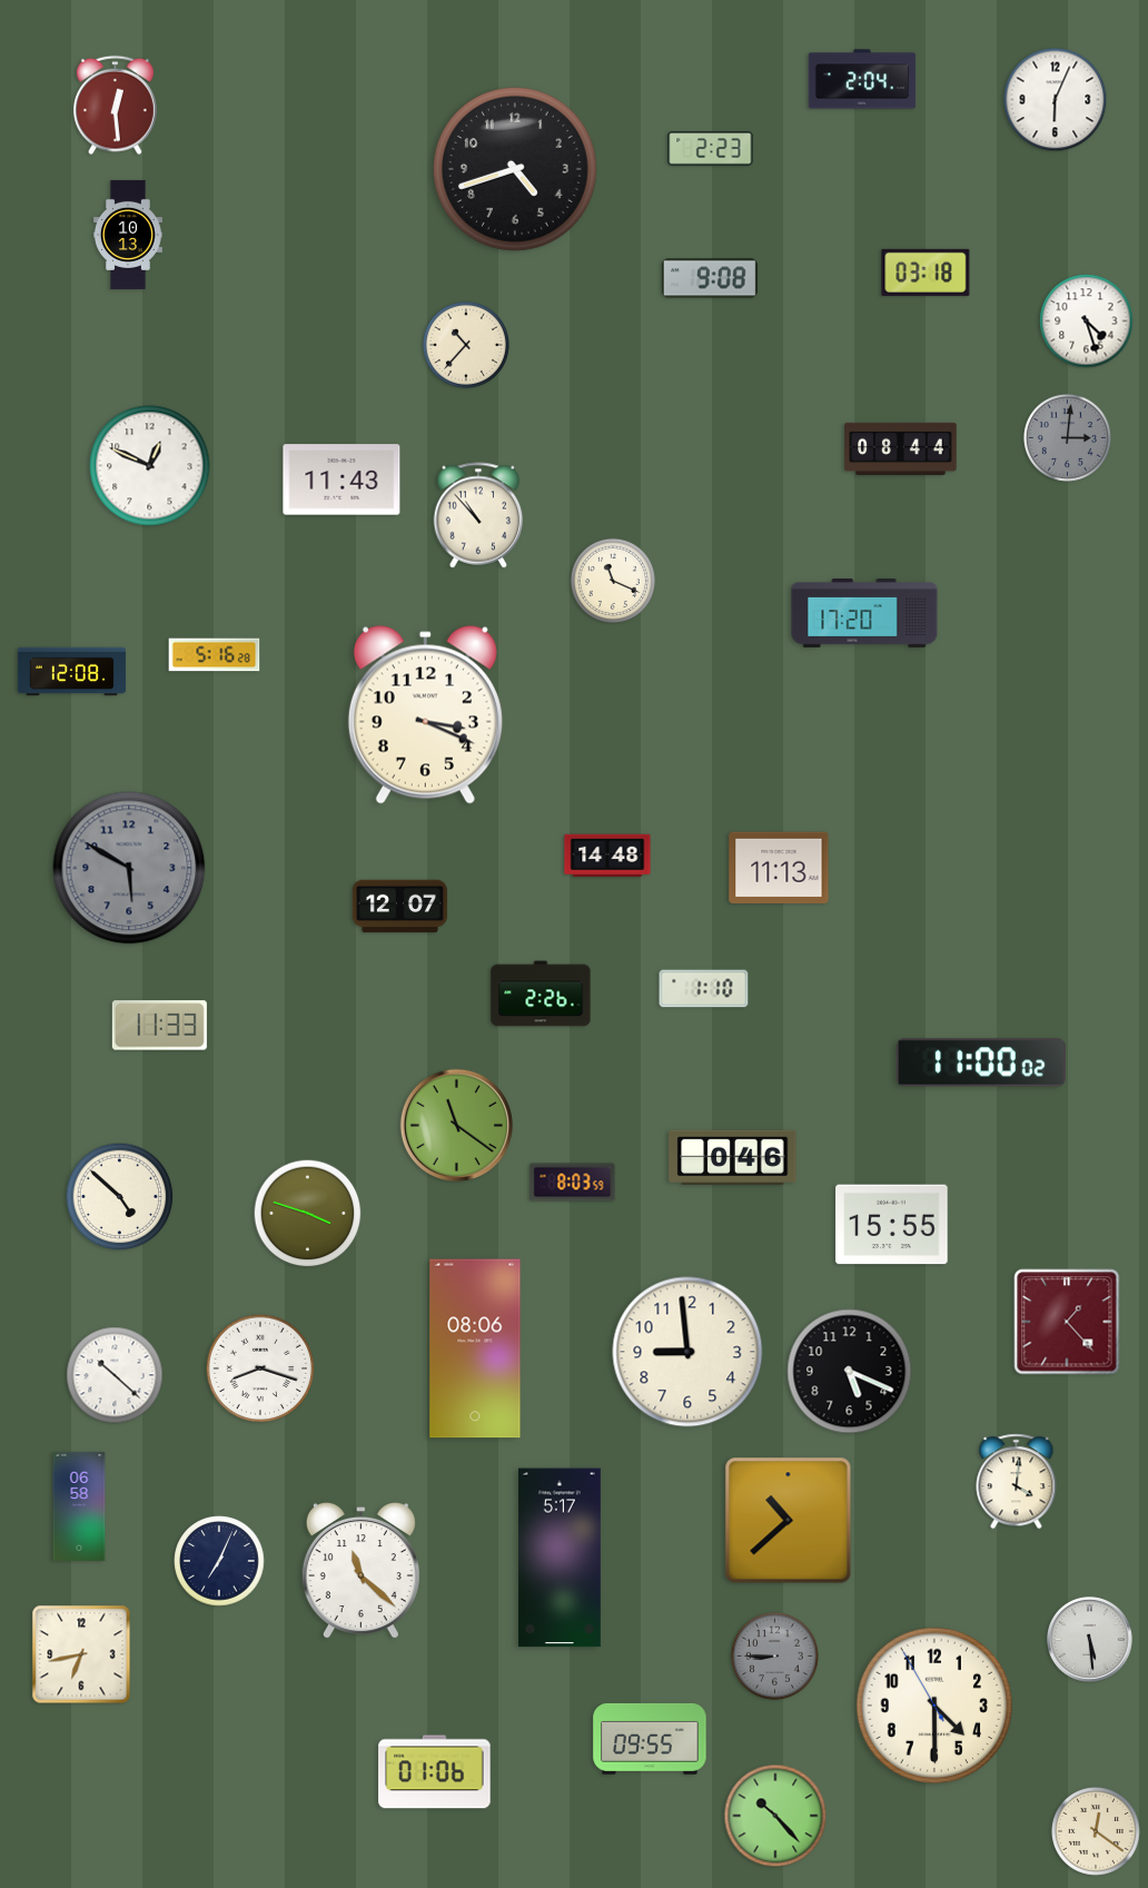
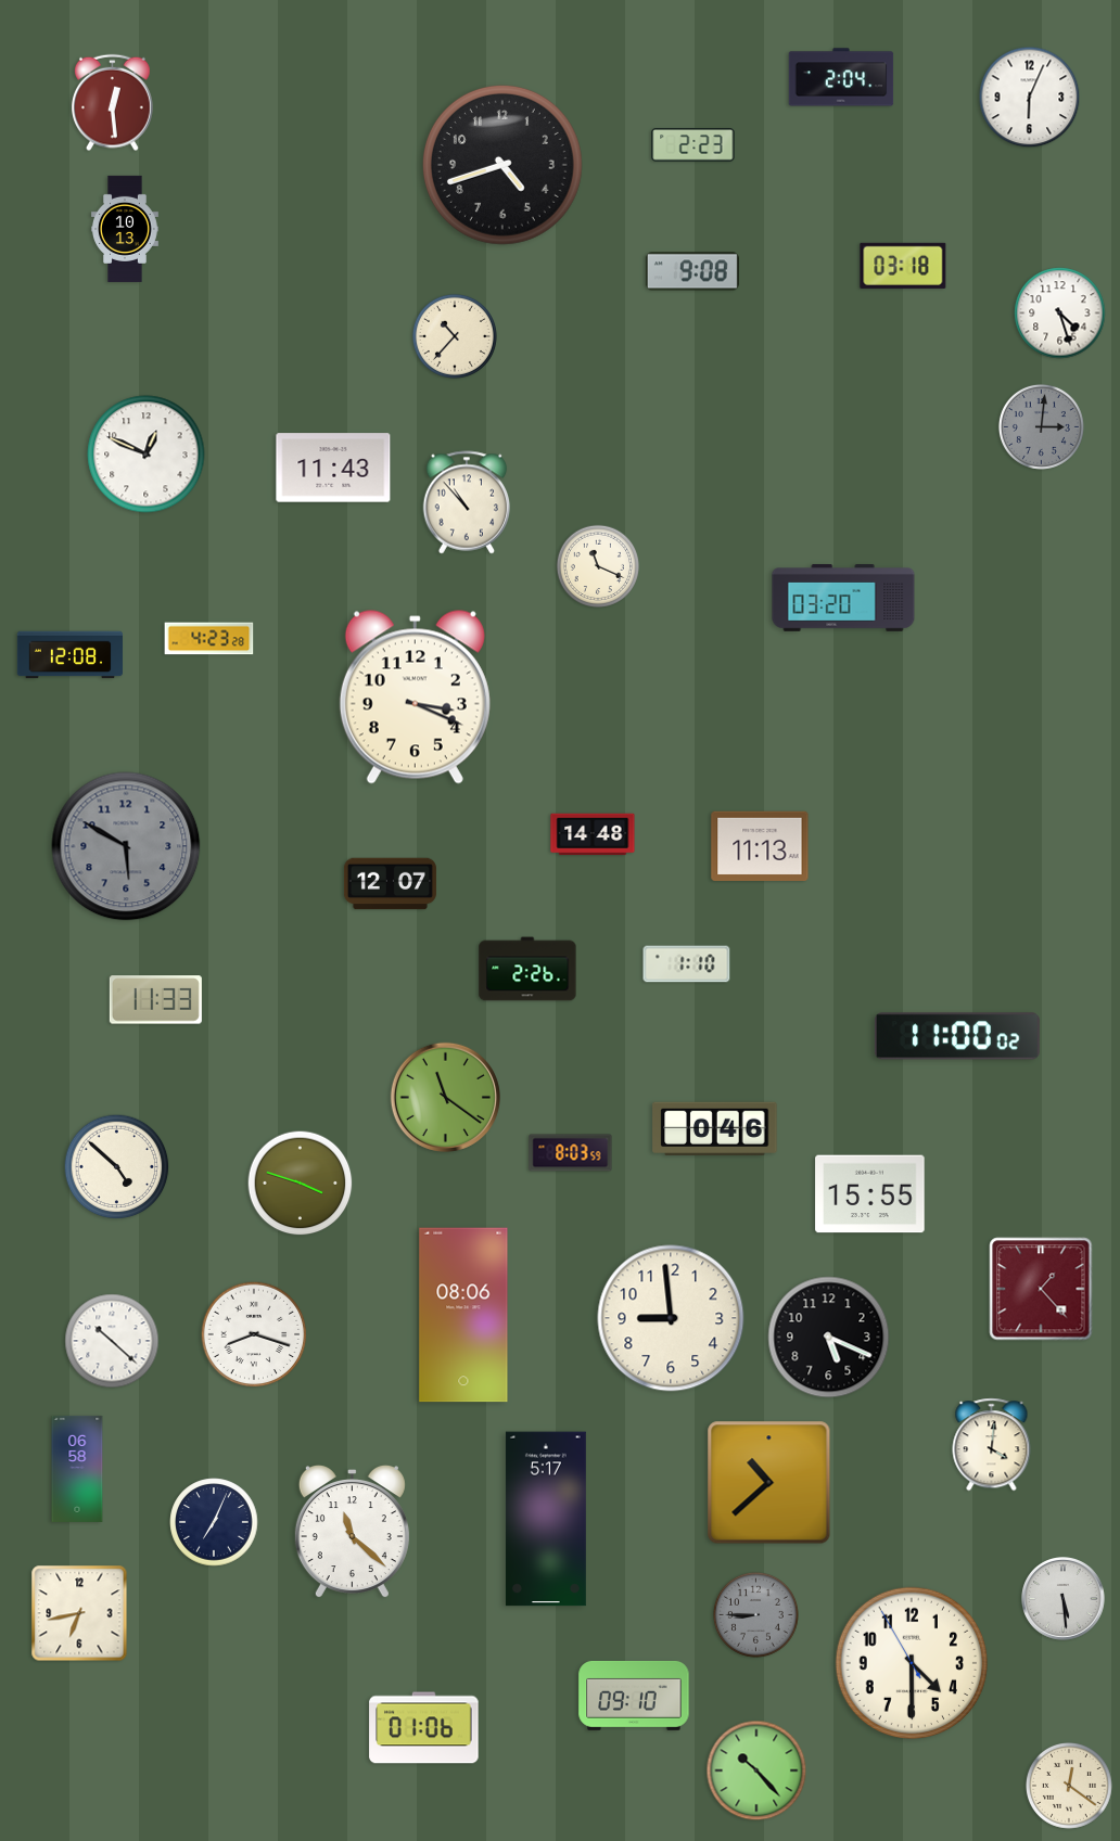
clock at (901, 448): 08:44 -> none
clock at (864, 614): 17:20 -> 03:20
clock at (215, 655): 5:16 -> 4:23
clock at (573, 1183) position: (573, 1183) -> (571, 1153)
clock at (650, 1739): 09:55 -> 09:10
